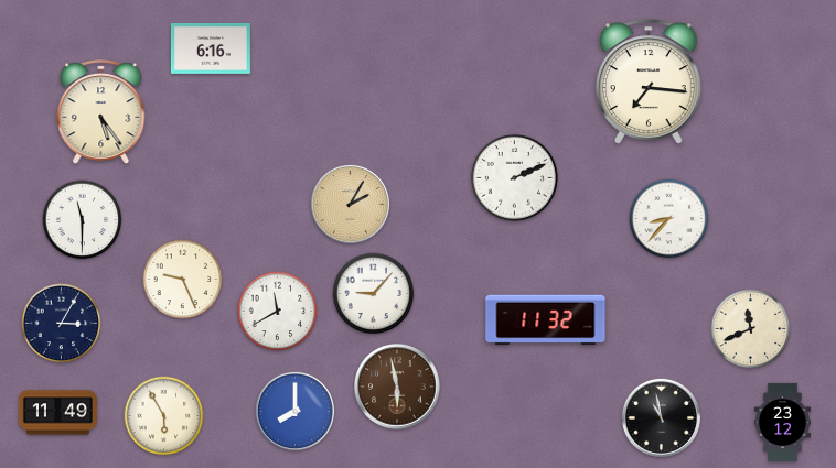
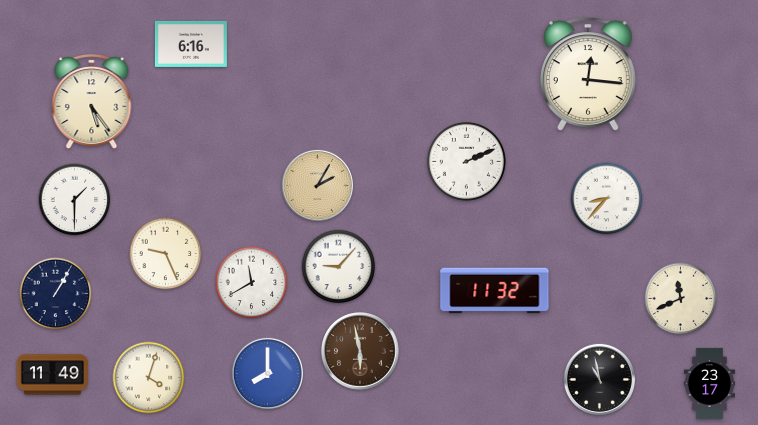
clock at (649, 81): 7:16 -> 12:16
clock at (83, 220): 11:30 -> 1:30
clock at (62, 324): 3:05 -> 1:05
clock at (164, 416): 5:55 -> 4:03
clock at (782, 422): 23:12 -> 23:17
